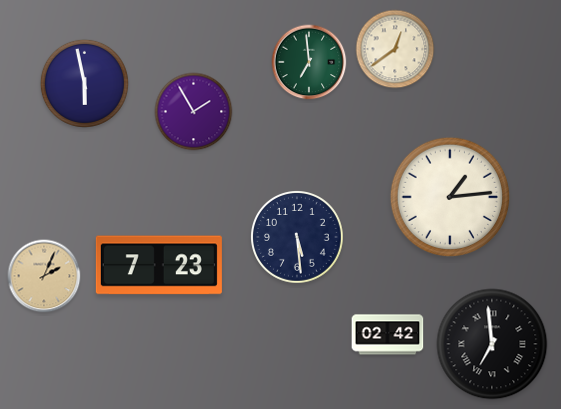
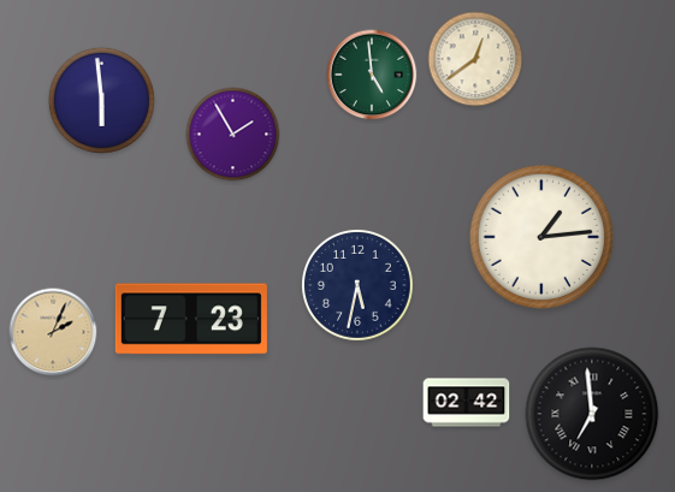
clock at (309, 62): 6:59 -> 4:59
clock at (84, 83): 5:58 -> 5:59
clock at (298, 238): 5:29 -> 5:32
